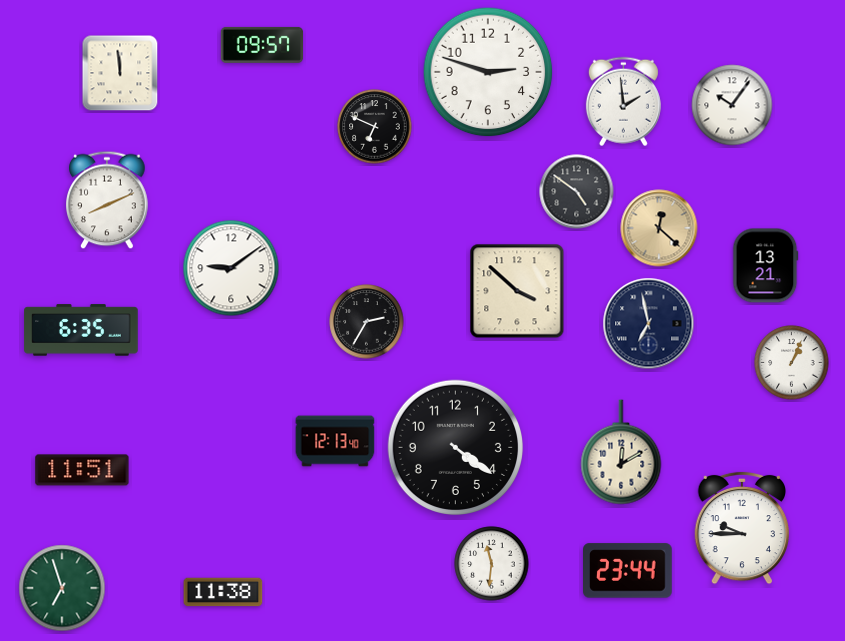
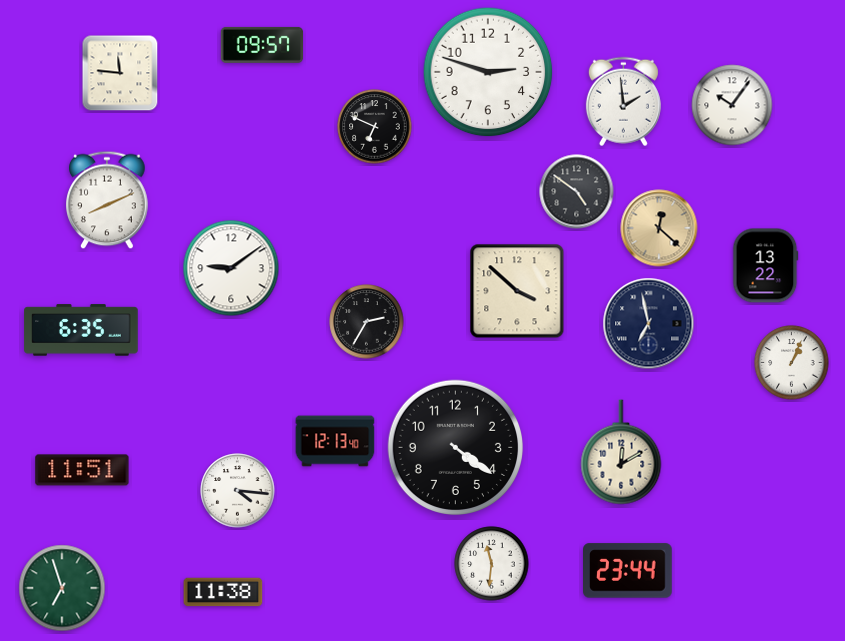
clock at (120, 73): 11:59 -> 11:46
clock at (766, 266): 13:21 -> 13:22
clock at (238, 491): none -> 4:16
clock at (741, 528): 9:45 -> none
